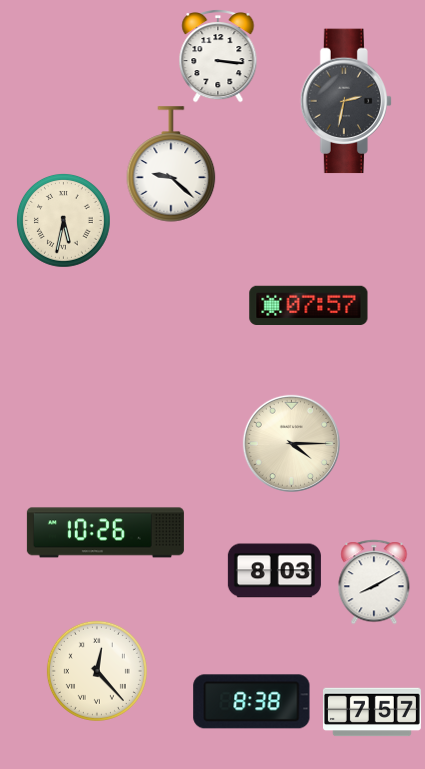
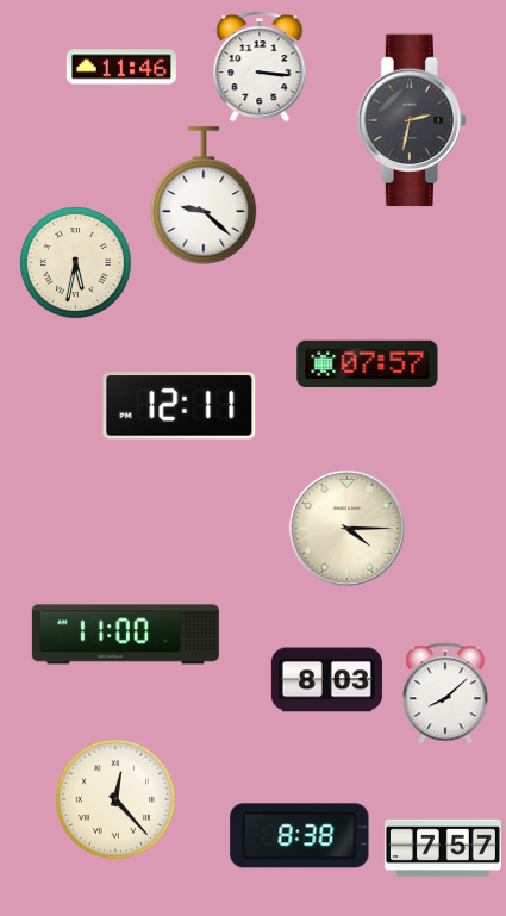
clock at (121, 67): none -> 11:46
clock at (180, 406): none -> 12:11
clock at (105, 533): 10:26 -> 11:00
clock at (374, 582): 8:10 -> 8:08
